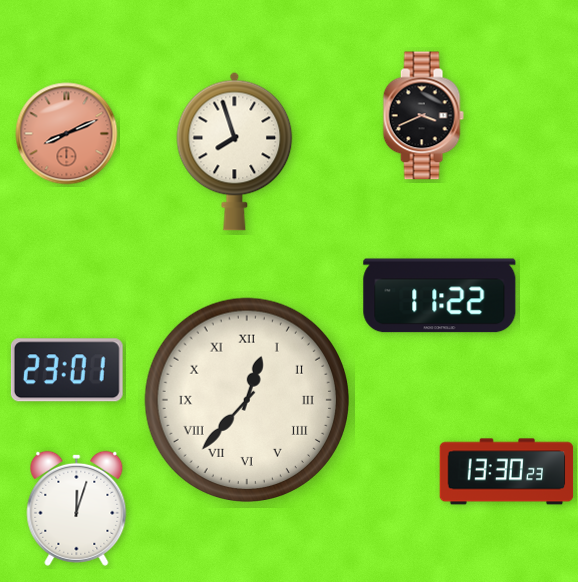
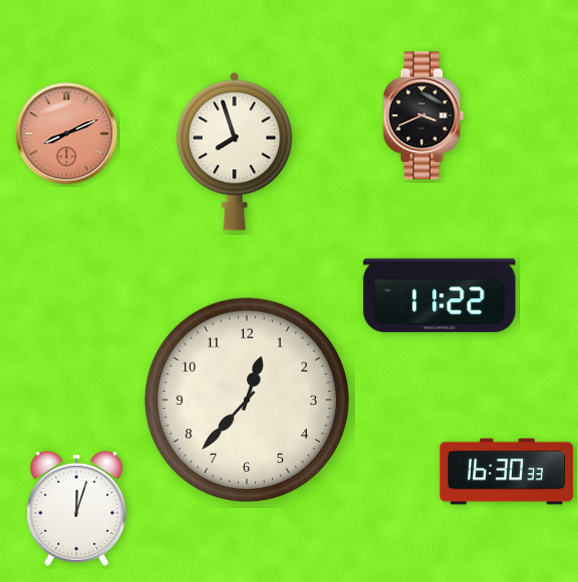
clock at (67, 370): 23:01 -> none
clock at (246, 399) numerals: Roman -> Arabic
clock at (507, 472): 13:30 -> 16:30
